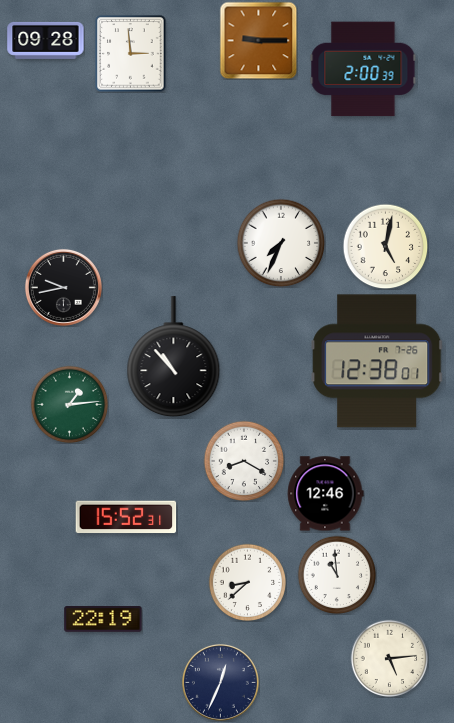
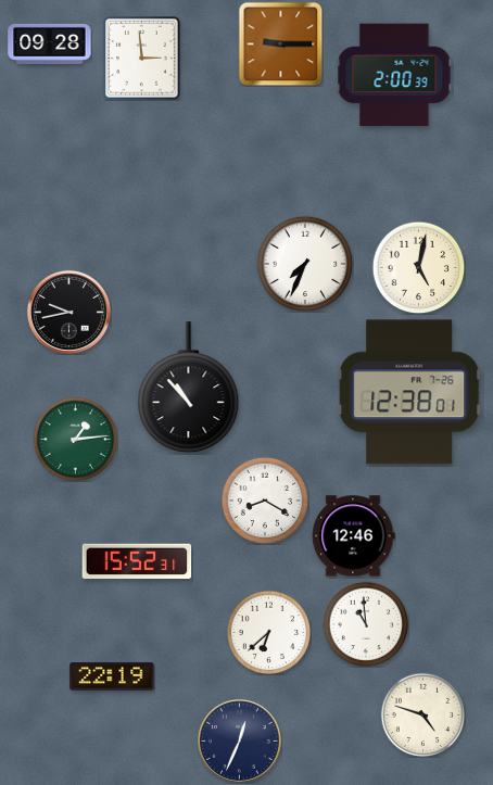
clock at (247, 582): 8:38 -> 6:38
clock at (103, 619) position: (103, 619) -> (112, 676)
clock at (389, 658): 5:14 -> 4:48
